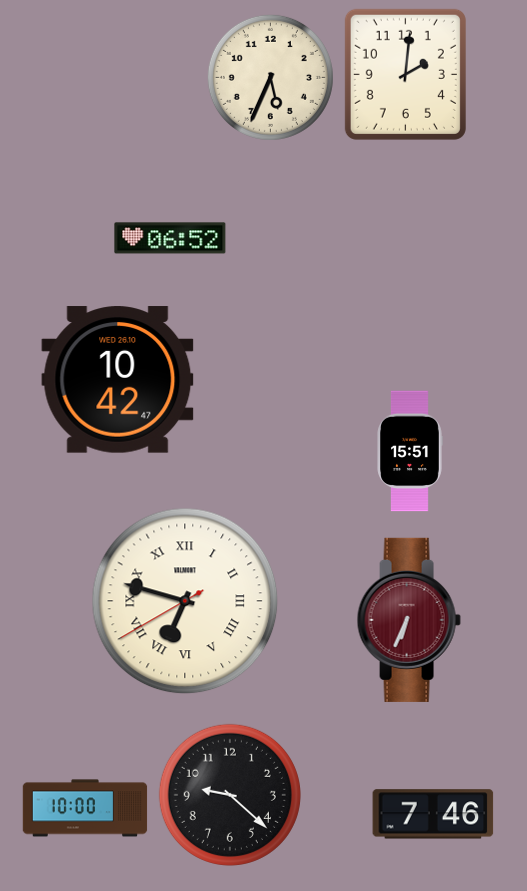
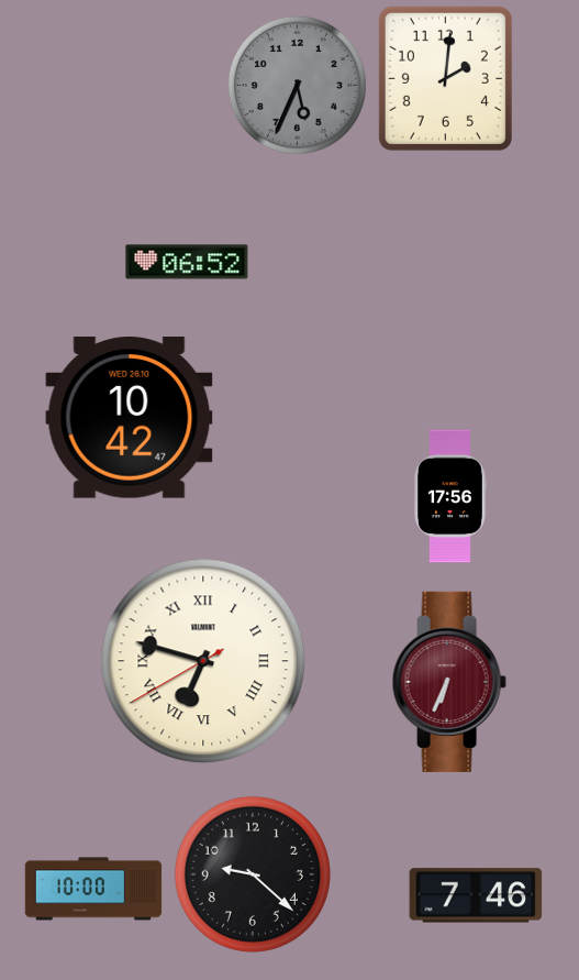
clock at (405, 74) position: (405, 74) -> (445, 78)
clock at (270, 77) dial: cream -> grey
clock at (410, 451): 15:51 -> 17:56
